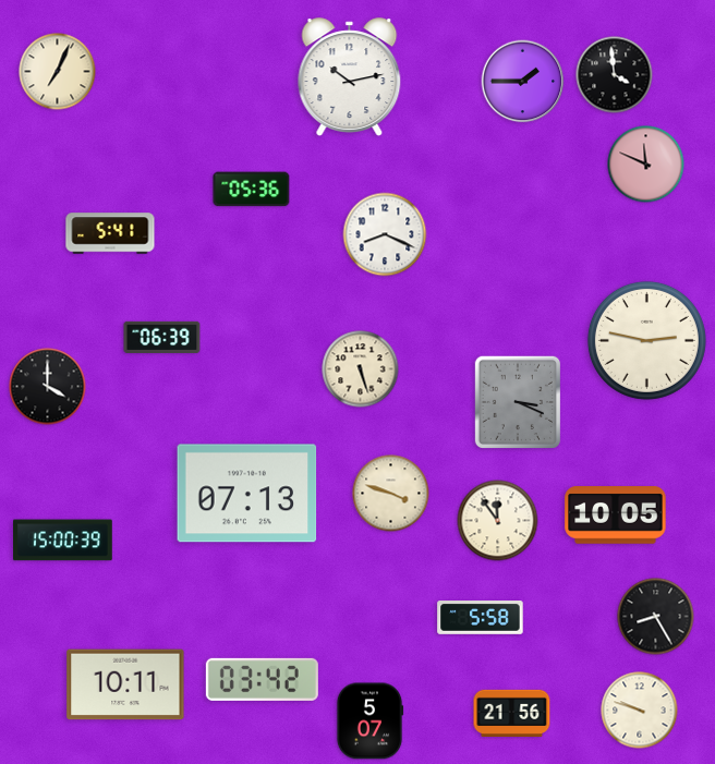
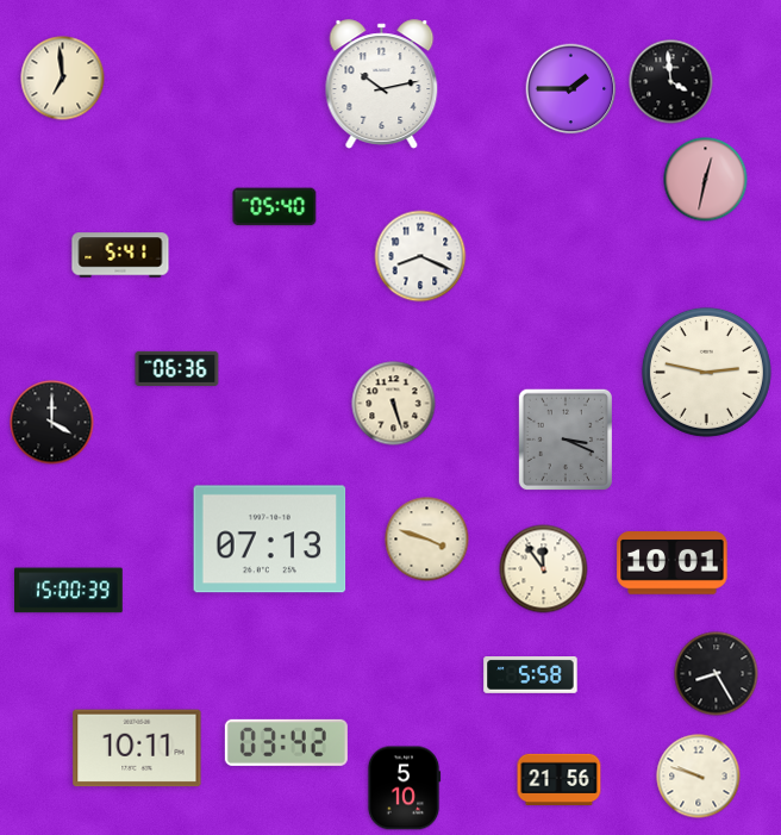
clock at (58, 72): 7:04 -> 6:59
clock at (646, 165): 11:49 -> 12:32
clock at (252, 190): 05:36 -> 05:40
clock at (162, 337): 06:39 -> 06:36
clock at (616, 516): 10:05 -> 10:01
clock at (481, 618) position: (481, 618) -> (531, 675)
clock at (369, 721): 5:07 -> 5:10
